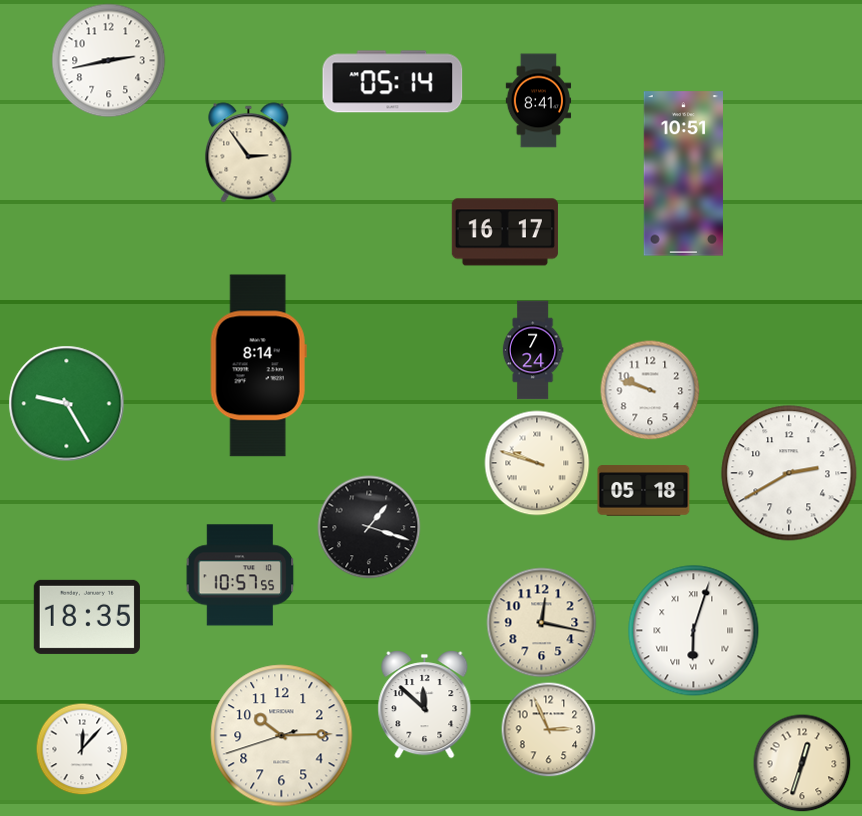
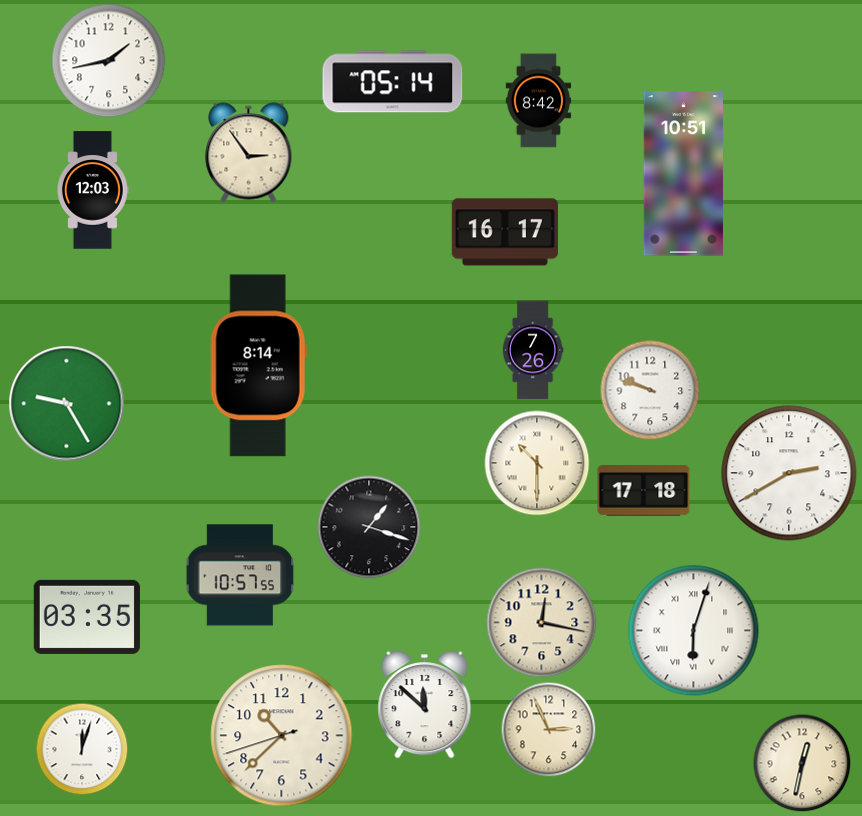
clock at (109, 61): 2:43 -> 1:43
clock at (539, 101): 8:41 -> 8:42
clock at (93, 190): none -> 12:03
clock at (533, 350): 7:24 -> 7:26
clock at (537, 463): 9:48 -> 10:30
clock at (644, 491): 05:18 -> 17:18
clock at (87, 617): 18:35 -> 03:35
clock at (282, 736): 10:14 -> 10:37
clock at (82, 749): 12:07 -> 12:03
clock at (802, 763): 12:33 -> 12:32
